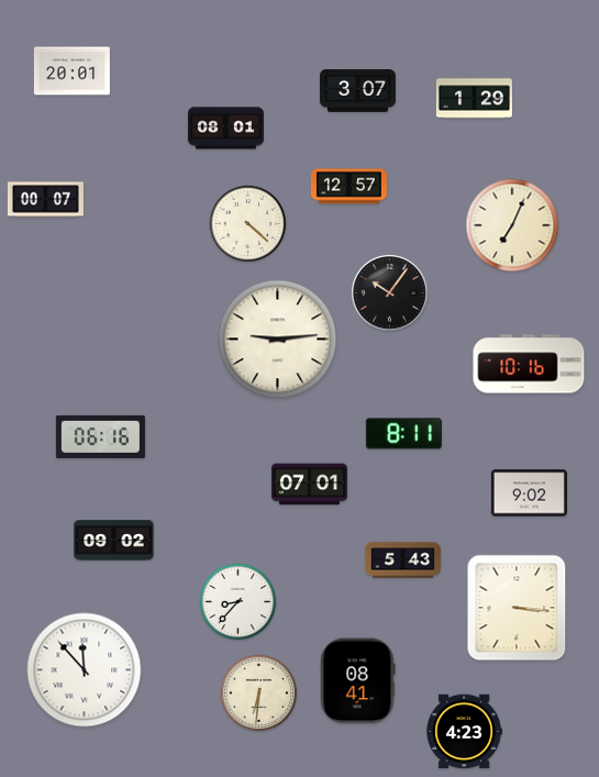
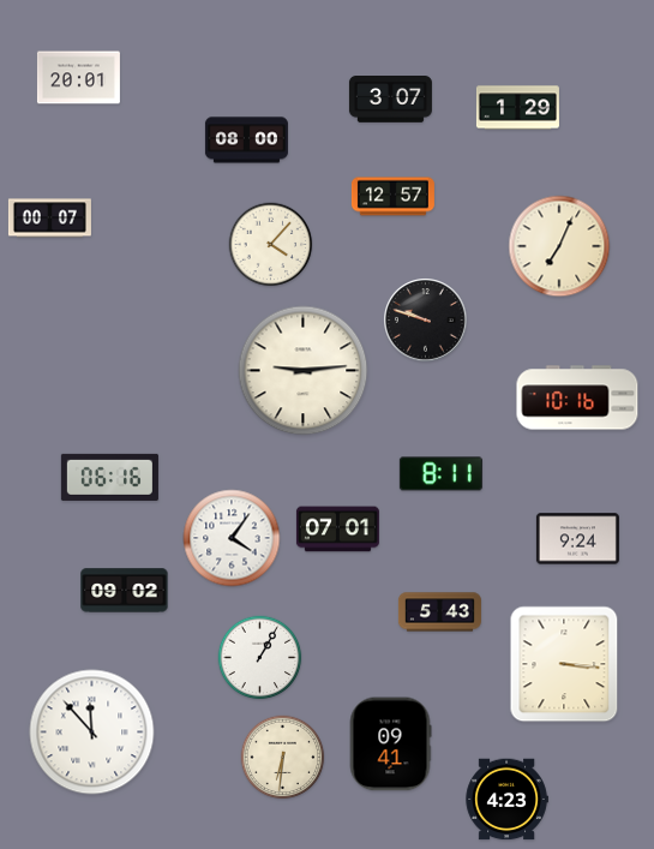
clock at (225, 129): 08:01 -> 08:00
clock at (348, 187) position: (348, 187) -> (392, 197)
clock at (248, 224): 4:22 -> 4:07
clock at (390, 293): 10:06 -> 9:48
clock at (232, 538): none -> 4:06
clock at (529, 493): 9:02 -> 9:24
clock at (239, 602): 8:37 -> 1:05
clock at (357, 681): 08:41 -> 09:41
